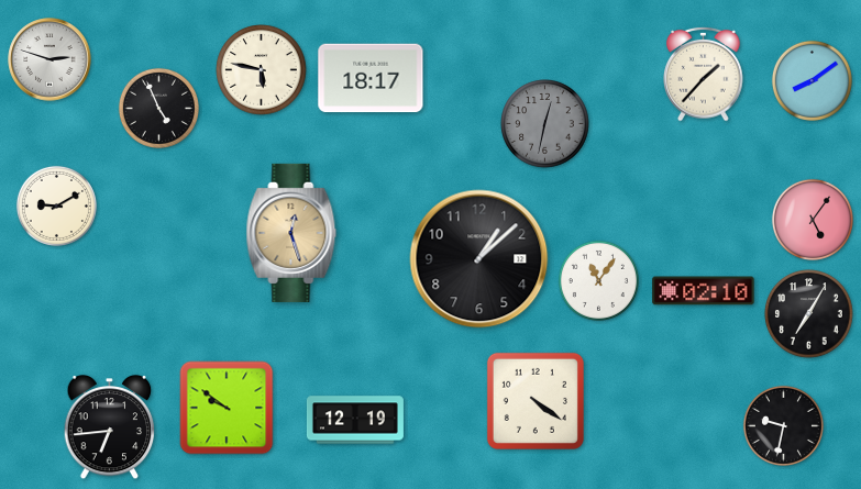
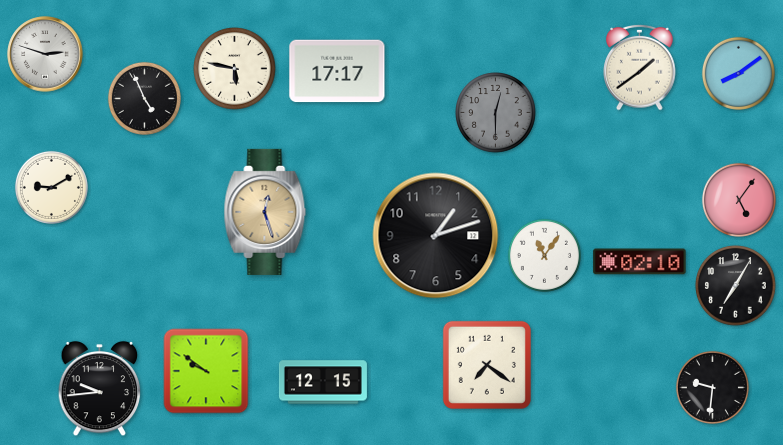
clock at (262, 70) position: (262, 70) -> (235, 69)
clock at (704, 74): 1:37 -> 1:39
clock at (371, 78): 18:17 -> 17:17
clock at (545, 124): 12:32 -> 12:30
clock at (479, 259): 1:08 -> 1:12
clock at (704, 291) position: (704, 291) -> (640, 262)
clock at (536, 401): 4:21 -> 7:21
clock at (355, 420): 12:19 -> 12:15
clock at (783, 425): 9:32 -> 9:31
clock at (110, 427): 6:44 -> 9:44
